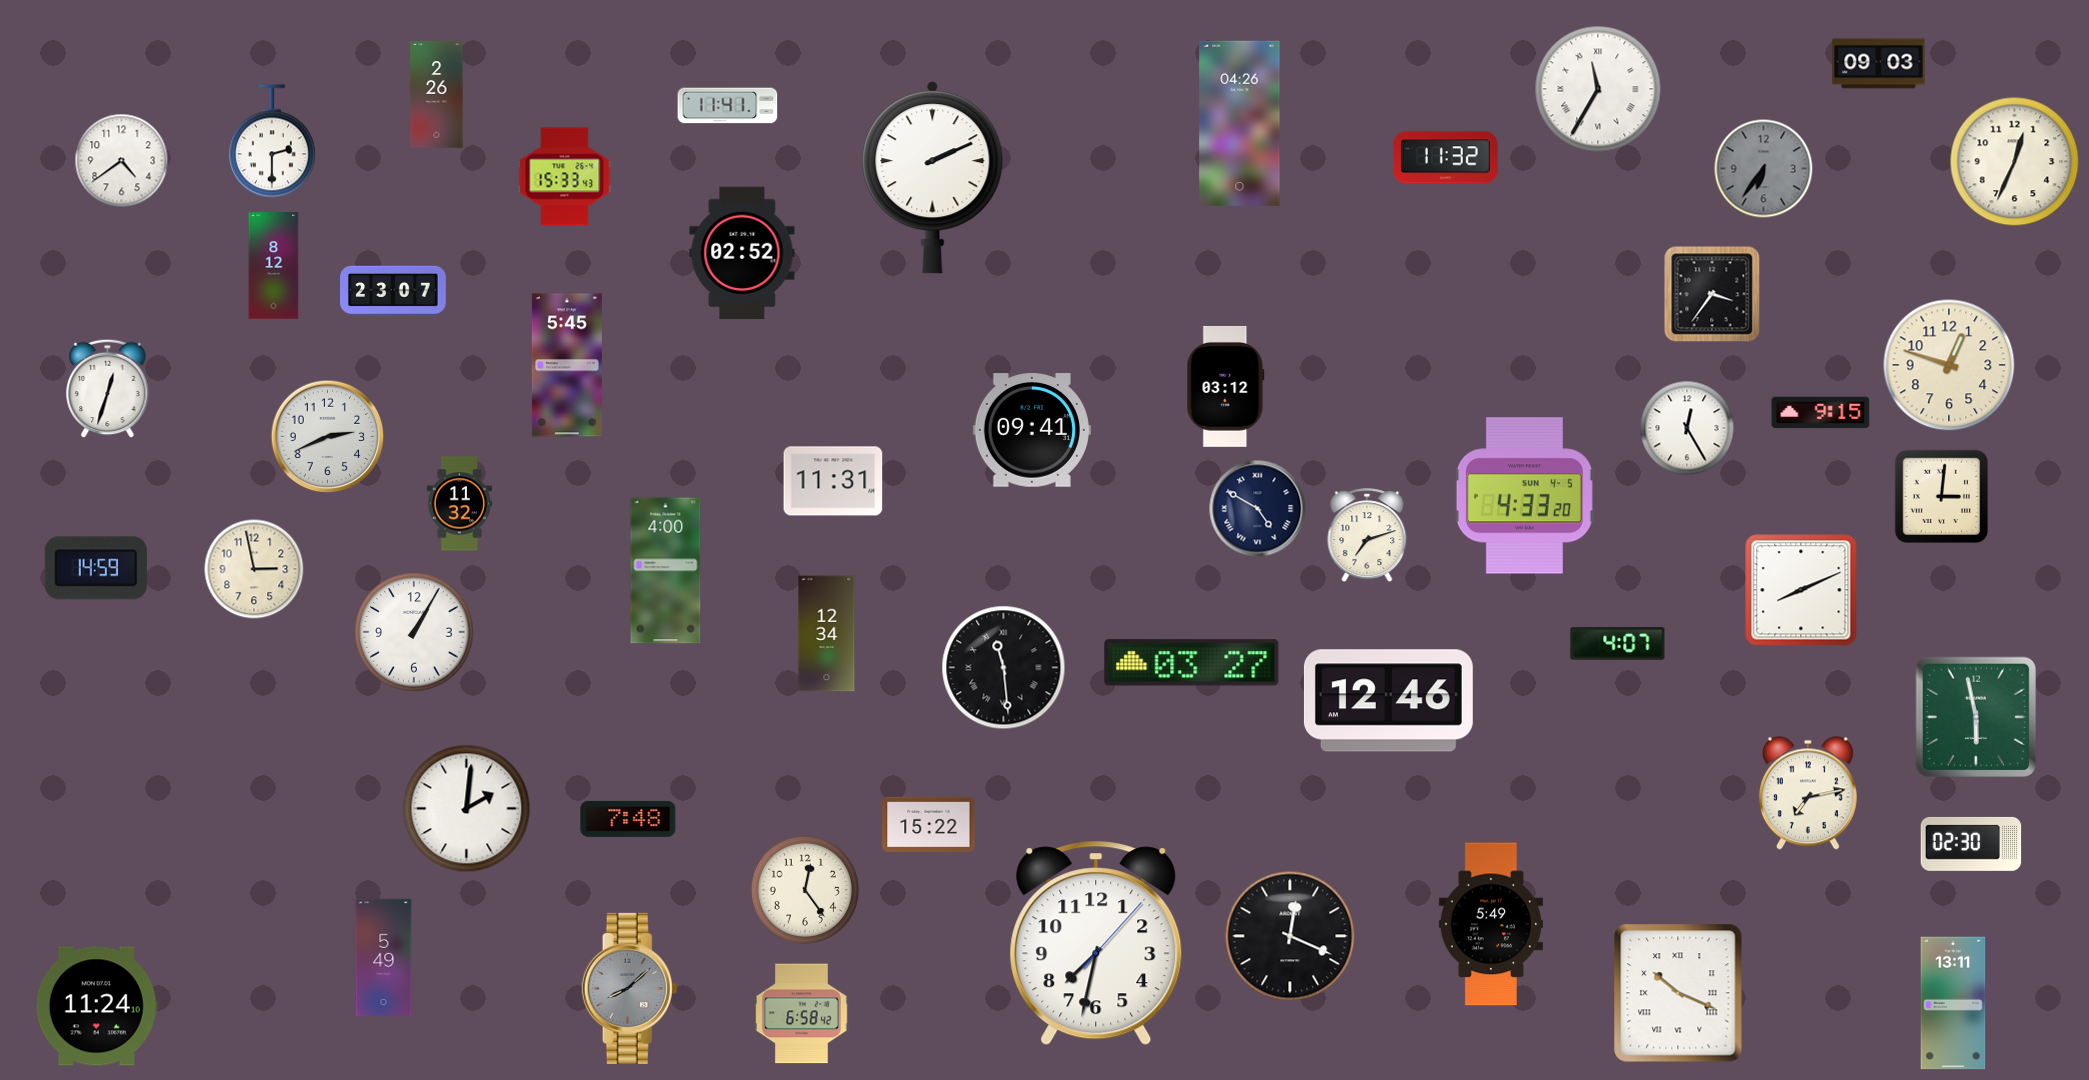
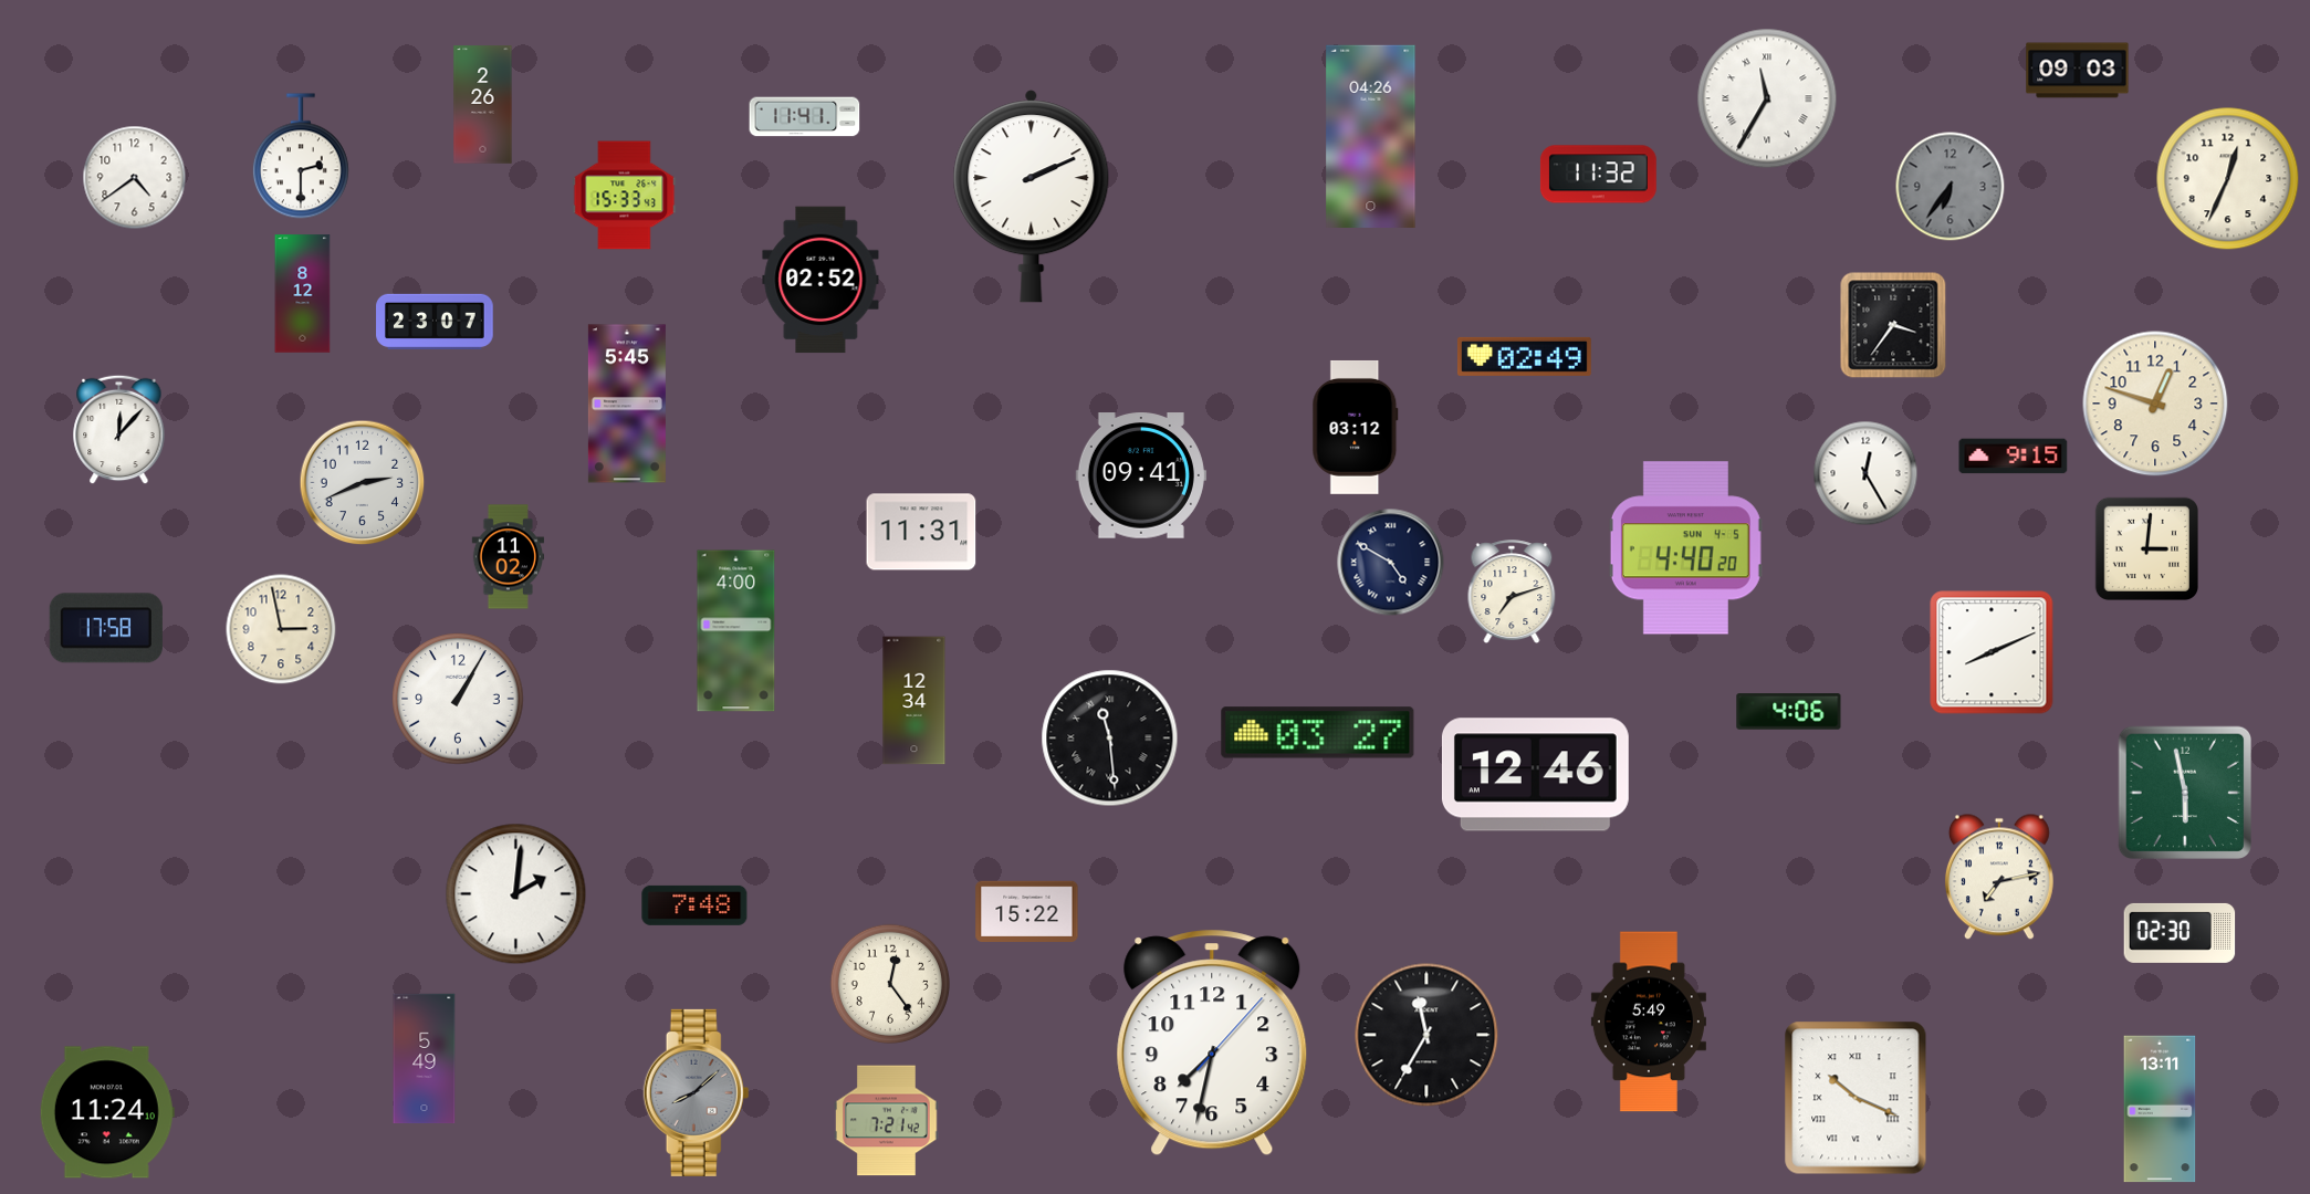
clock at (1524, 356): none -> 02:49
clock at (108, 389): 12:33 -> 12:07
clock at (1524, 496): 4:33 -> 4:40
clock at (459, 504): 11:32 -> 11:02
clock at (96, 568): 14:59 -> 17:58
clock at (1618, 644): 4:07 -> 4:06
clock at (1290, 936): 12:19 -> 11:35
clock at (802, 1014): 6:58 -> 7:21
